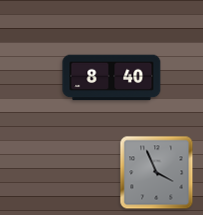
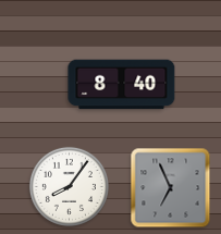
clock at (69, 186): none -> 8:06
clock at (157, 173): 3:56 -> 6:56
